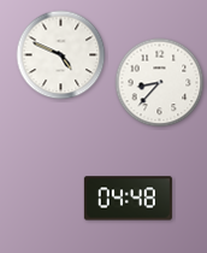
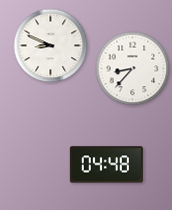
clock at (61, 55): 4:49 -> 8:49
